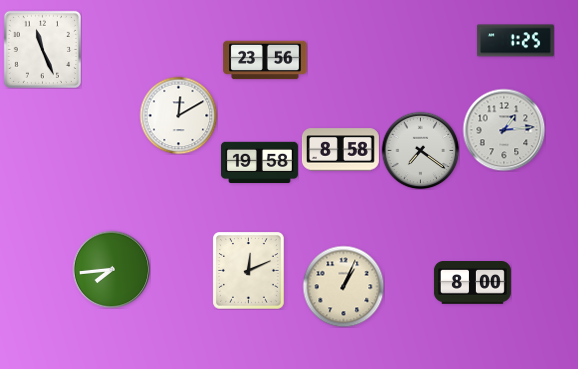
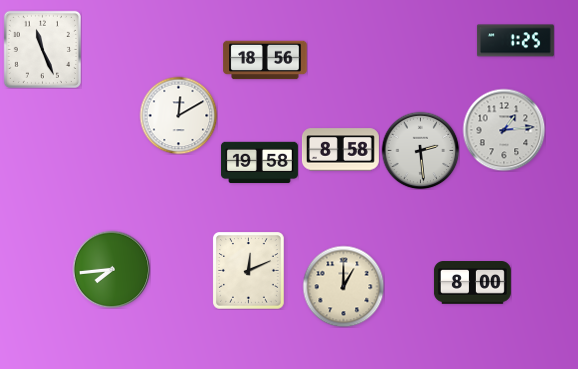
clock at (265, 60): 23:56 -> 18:56
clock at (420, 150): 7:21 -> 2:29
clock at (343, 286): 1:04 -> 1:00
